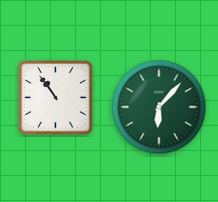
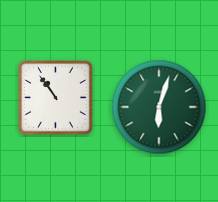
clock at (159, 107): 6:07 -> 6:03
